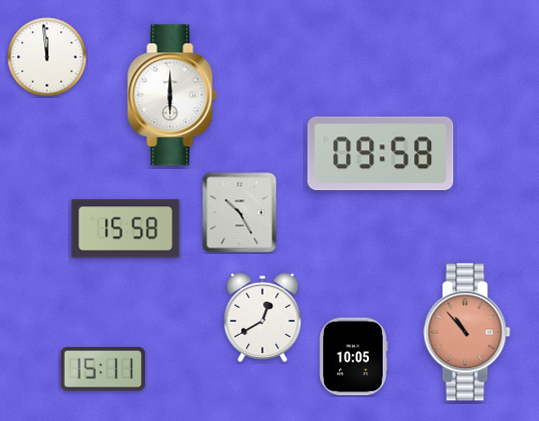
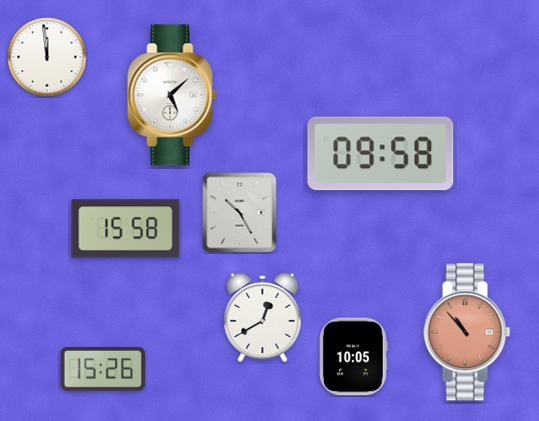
clock at (172, 95): 6:00 -> 5:08
clock at (103, 370): 15:11 -> 15:26
